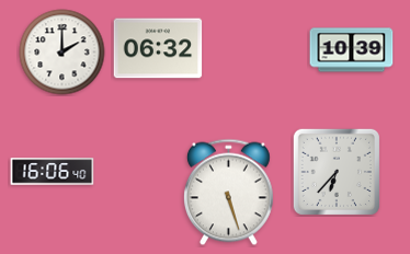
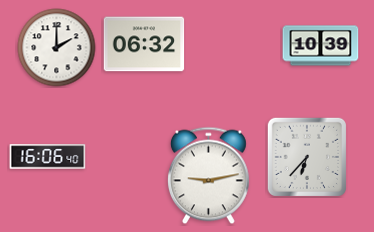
clock at (228, 193): 5:27 -> 9:13
